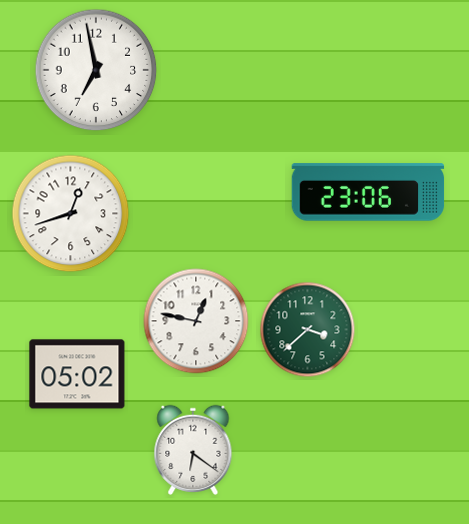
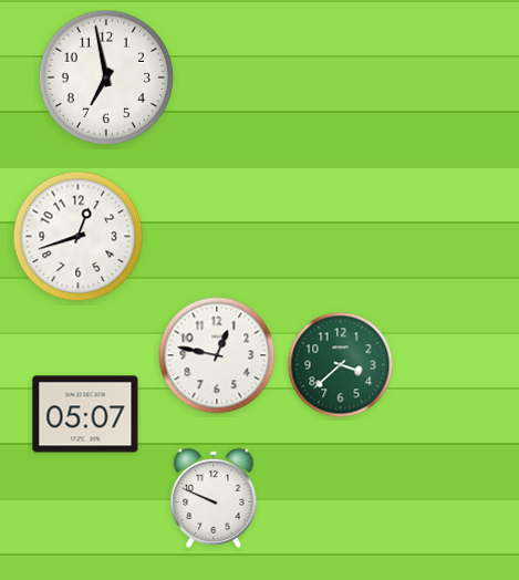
clock at (368, 192): 23:06 -> none
clock at (77, 374): 05:02 -> 05:07
clock at (193, 450): 6:21 -> 9:49
